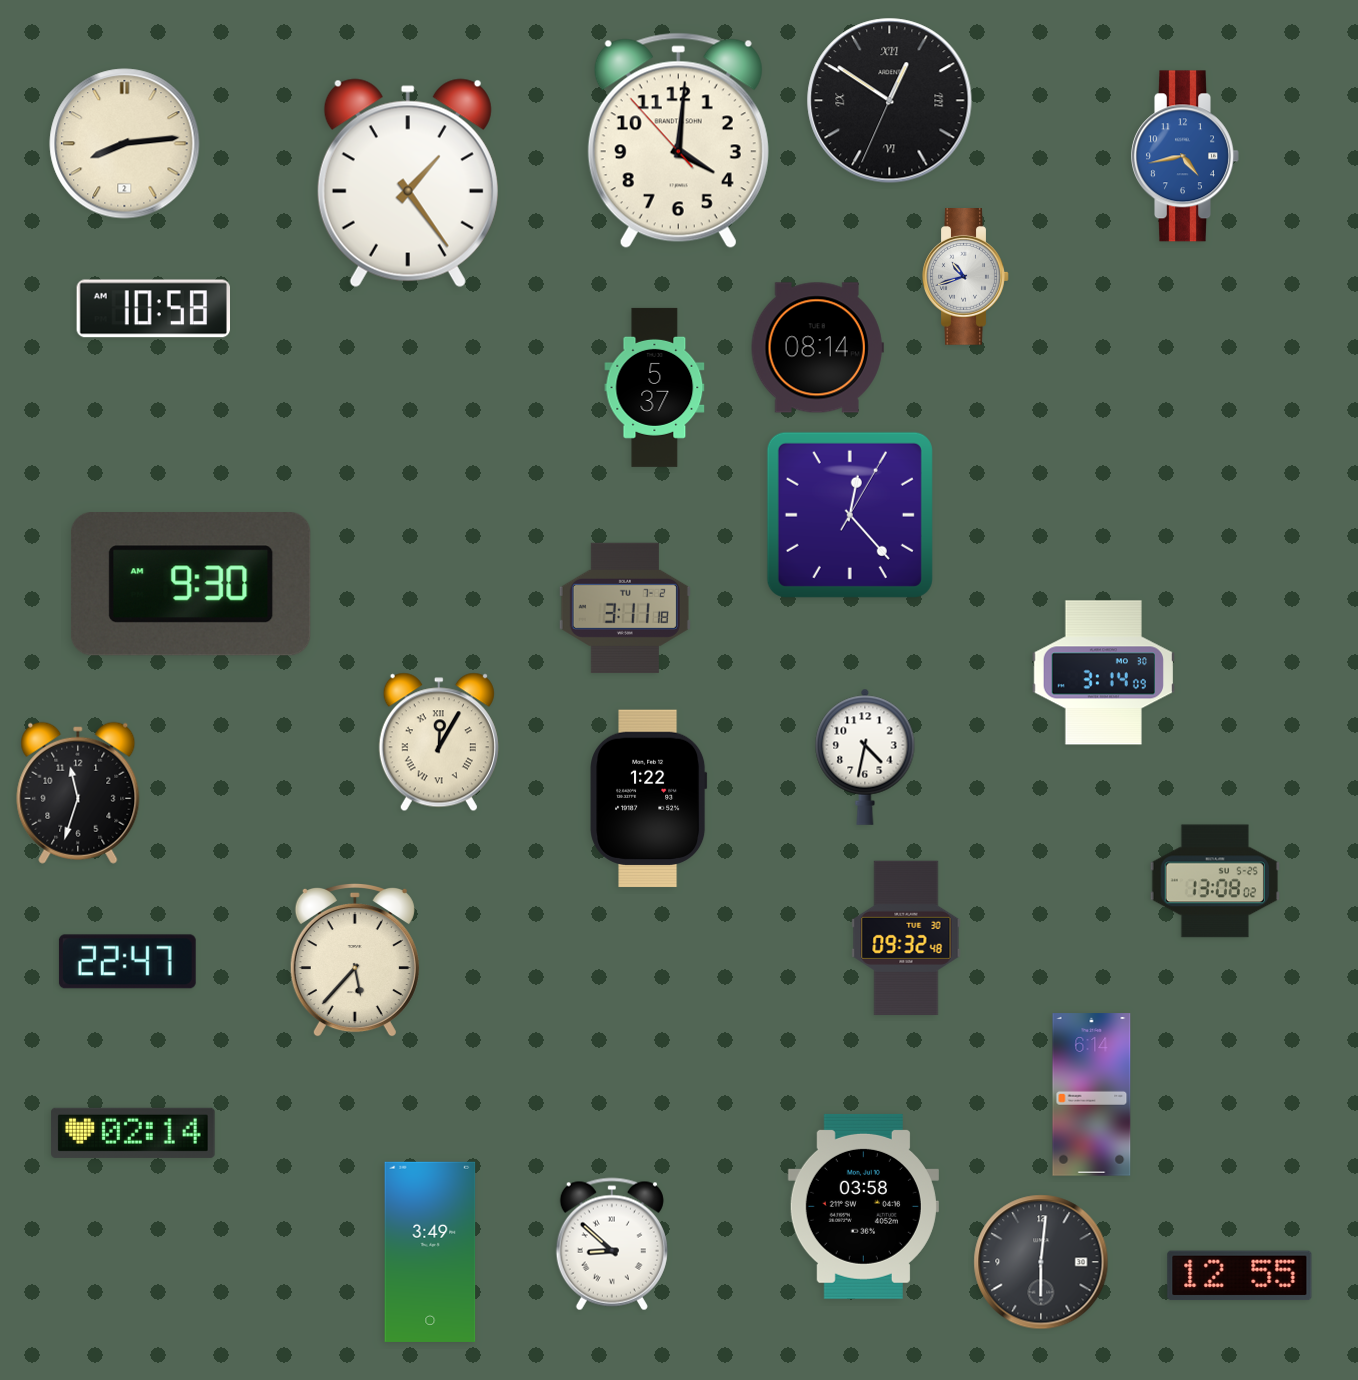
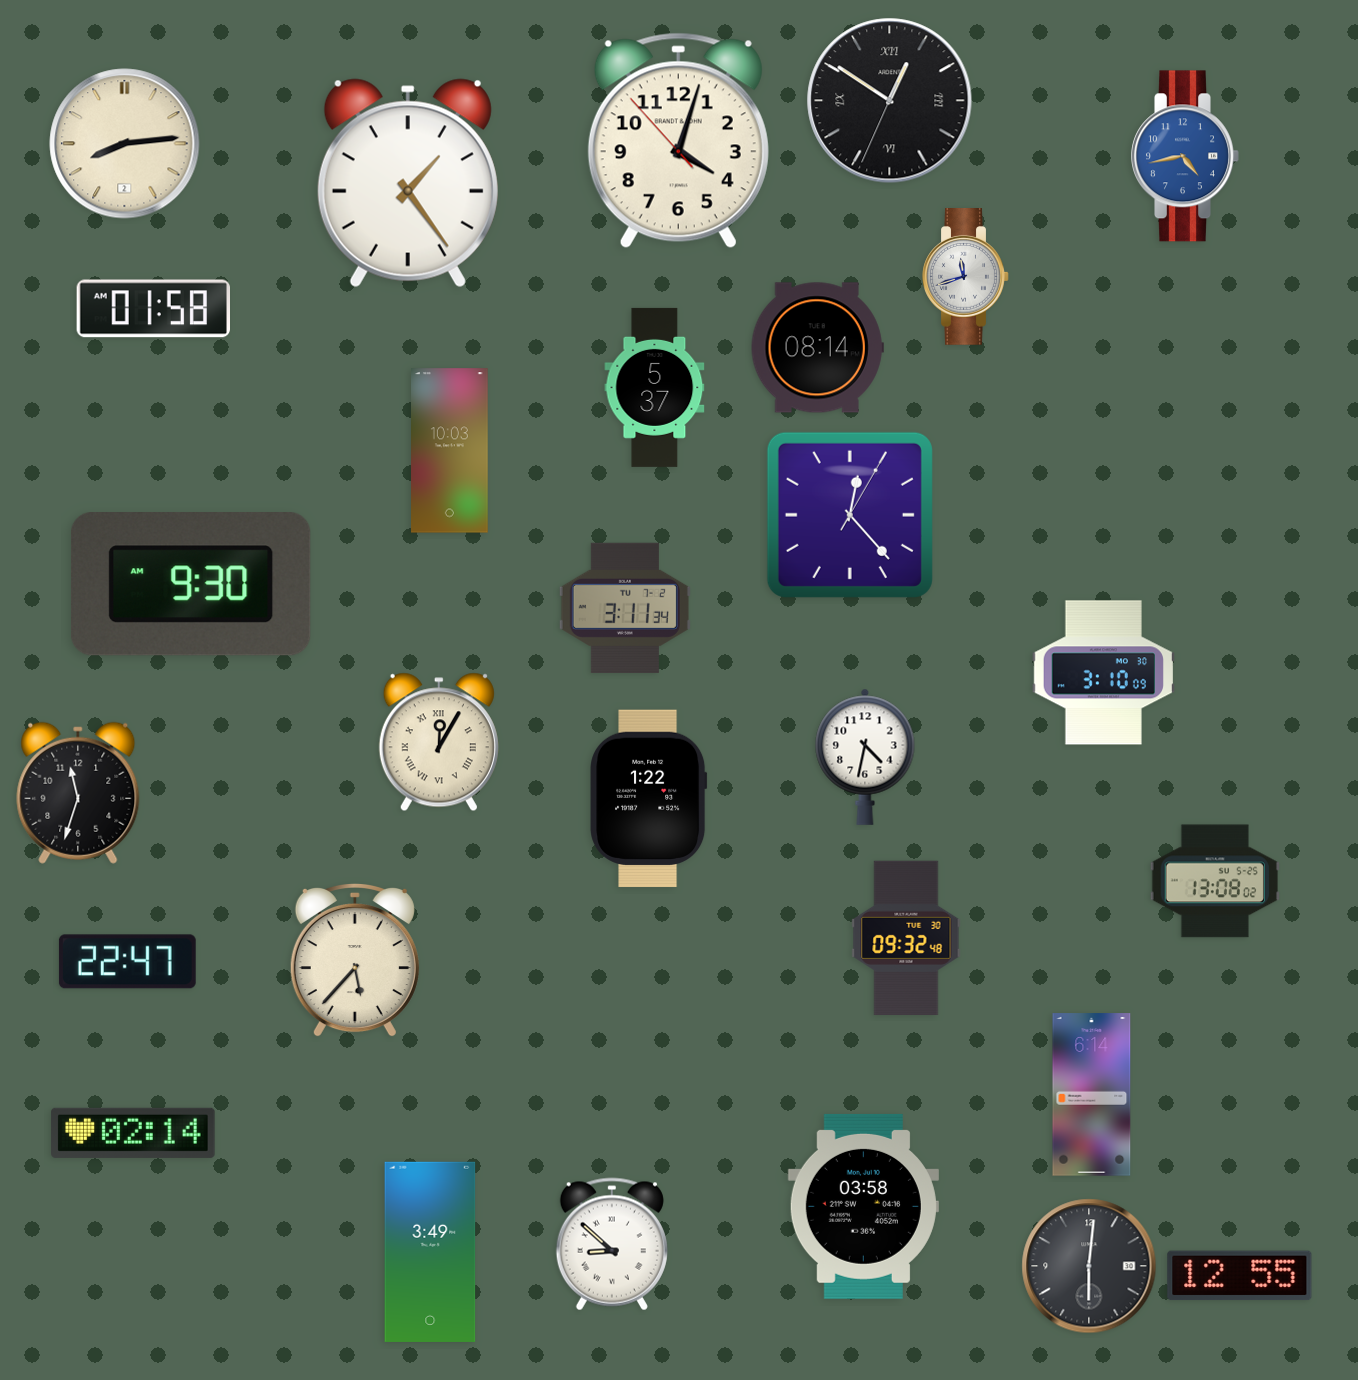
clock at (678, 141): 4:00 -> 4:02
clock at (966, 277): 10:42 -> 11:42
clock at (154, 309): 10:58 -> 01:58
clock at (450, 451): none -> 10:03
clock at (625, 608): 3:11:18 -> 3:11:34
clock at (1103, 673): 3:14 -> 3:10
clock at (1041, 1262) position: (1041, 1262) -> (1089, 1266)
